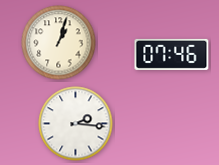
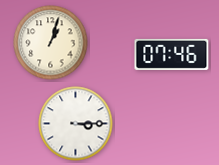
clock at (59, 43) position: (59, 43) -> (51, 43)
clock at (76, 124): 2:16 -> 3:15
